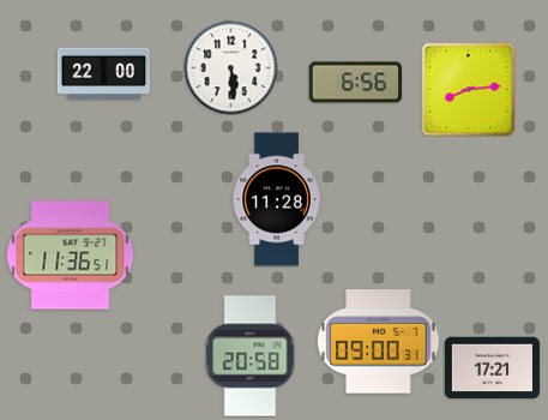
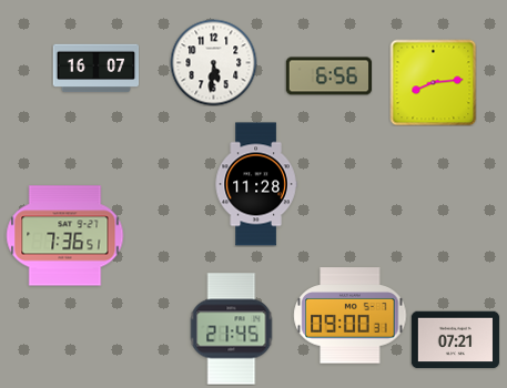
clock at (230, 67): 5:29 -> 5:31
clock at (103, 74): 22:00 -> 16:07
clock at (71, 256): 11:36 -> 7:36
clock at (251, 356): 20:58 -> 21:45
clock at (492, 368): 17:21 -> 07:21
